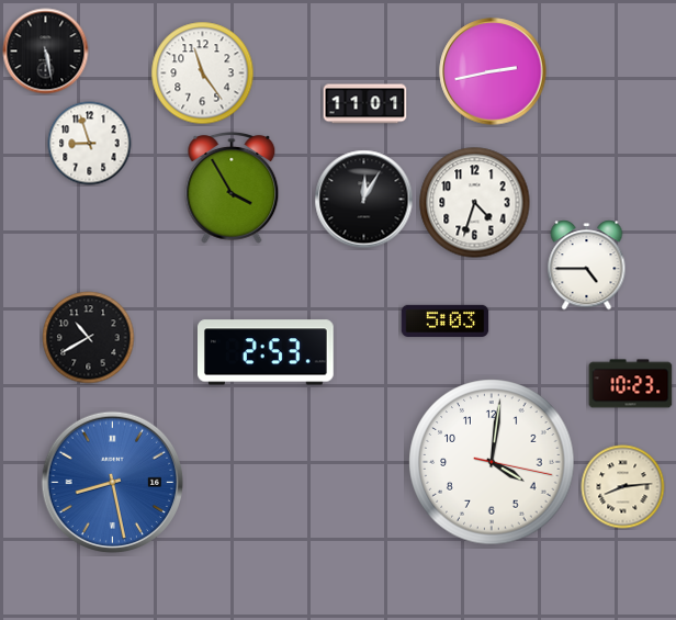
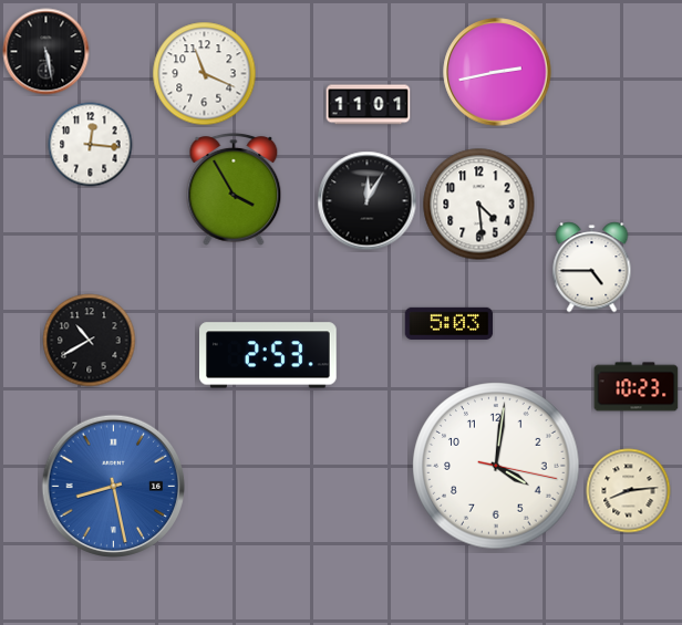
clock at (203, 74): 11:24 -> 11:19
clock at (90, 144): 8:57 -> 12:16
clock at (475, 203): 4:33 -> 4:29
